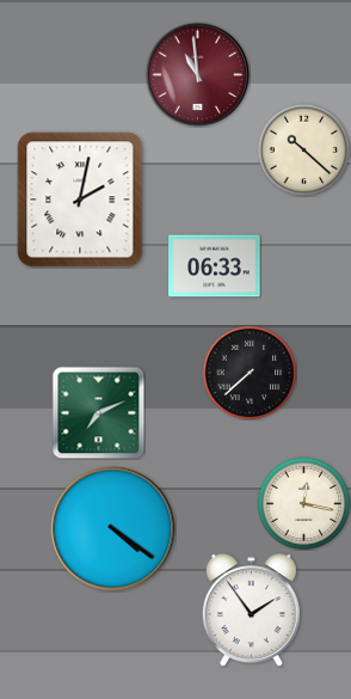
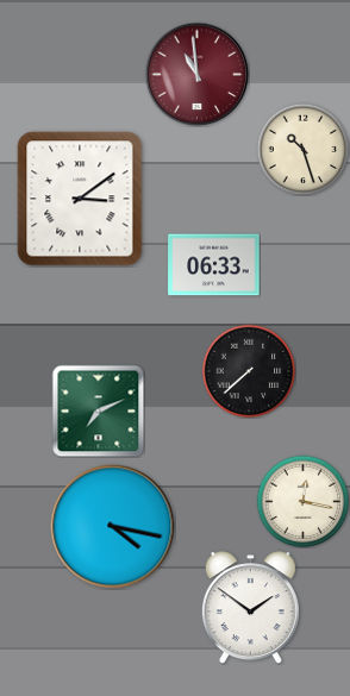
clock at (303, 149): 10:22 -> 10:27
clock at (80, 200): 2:02 -> 3:09
clock at (113, 529): 4:21 -> 4:17
clock at (251, 611): 1:54 -> 1:51
